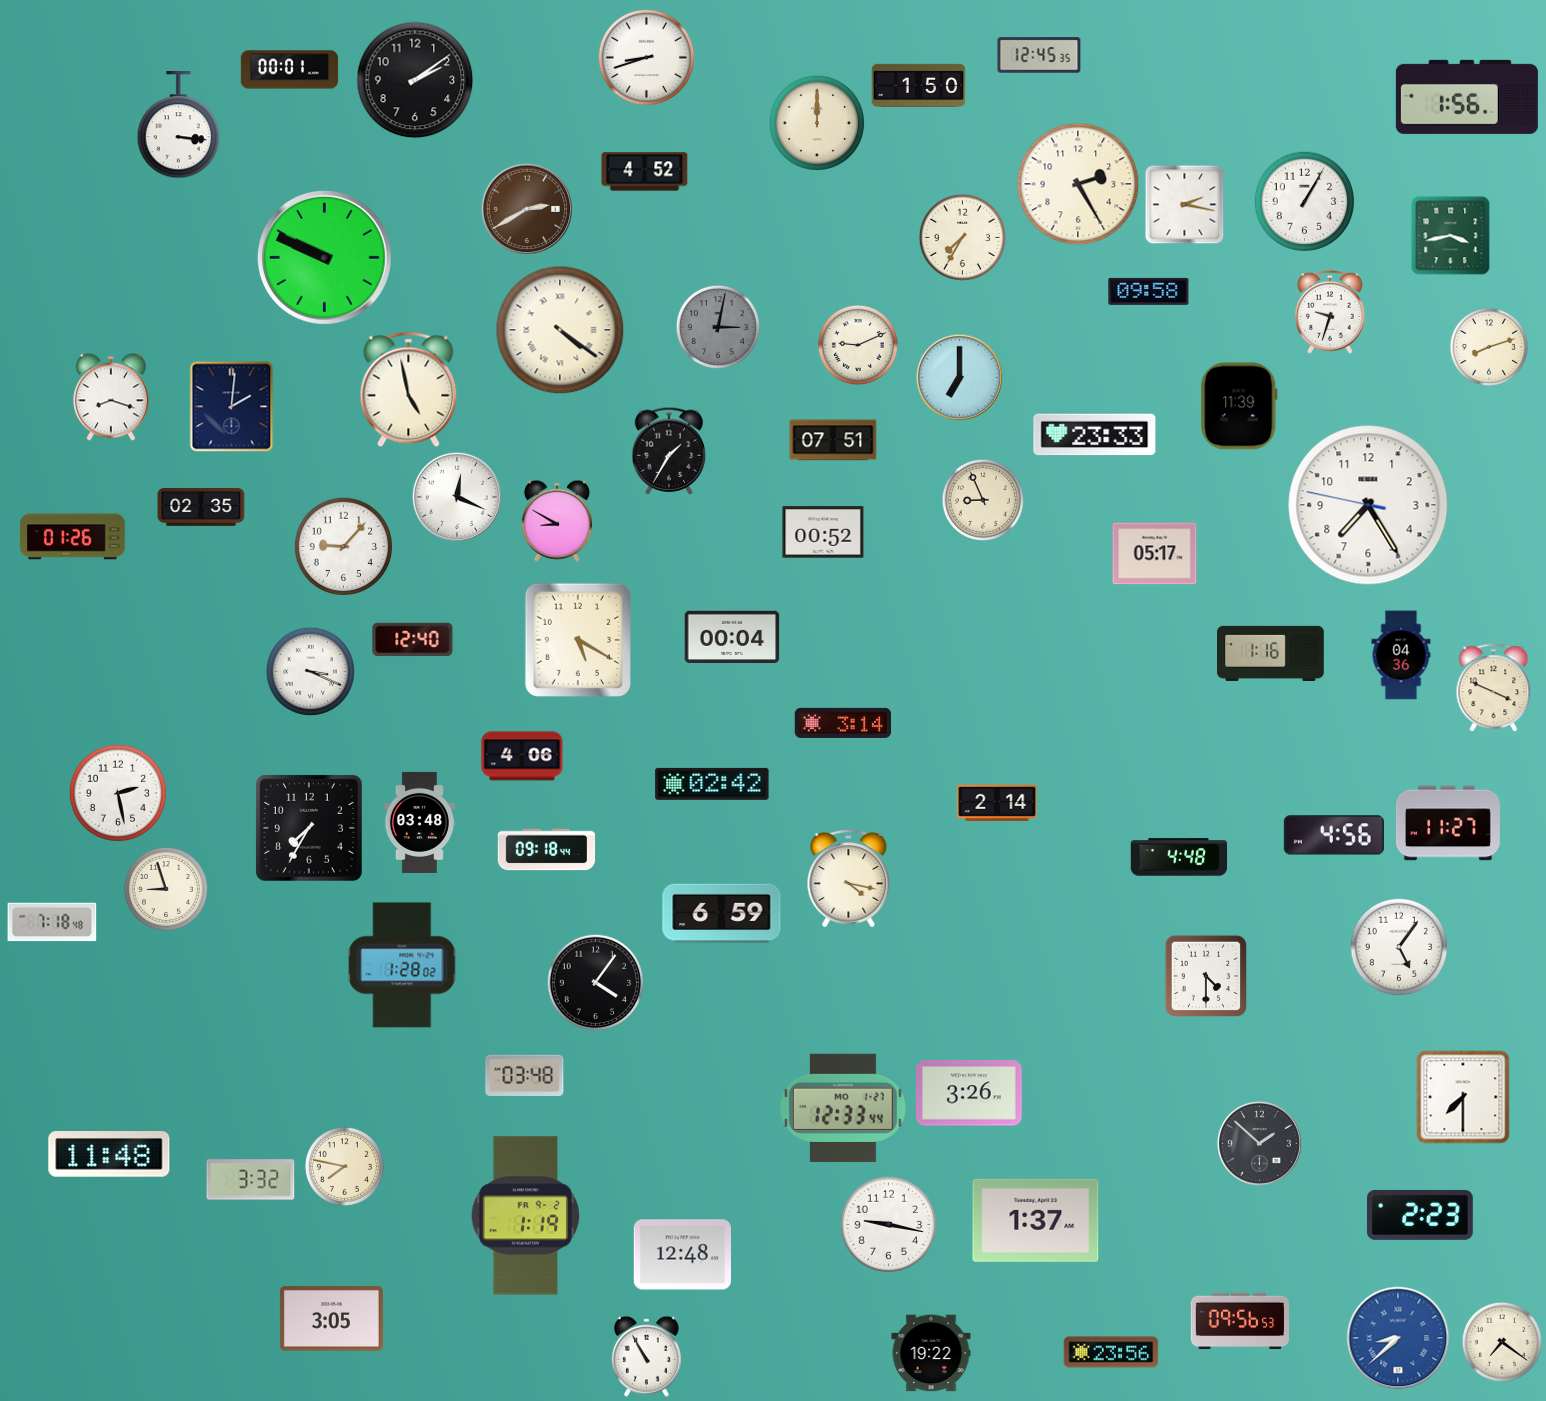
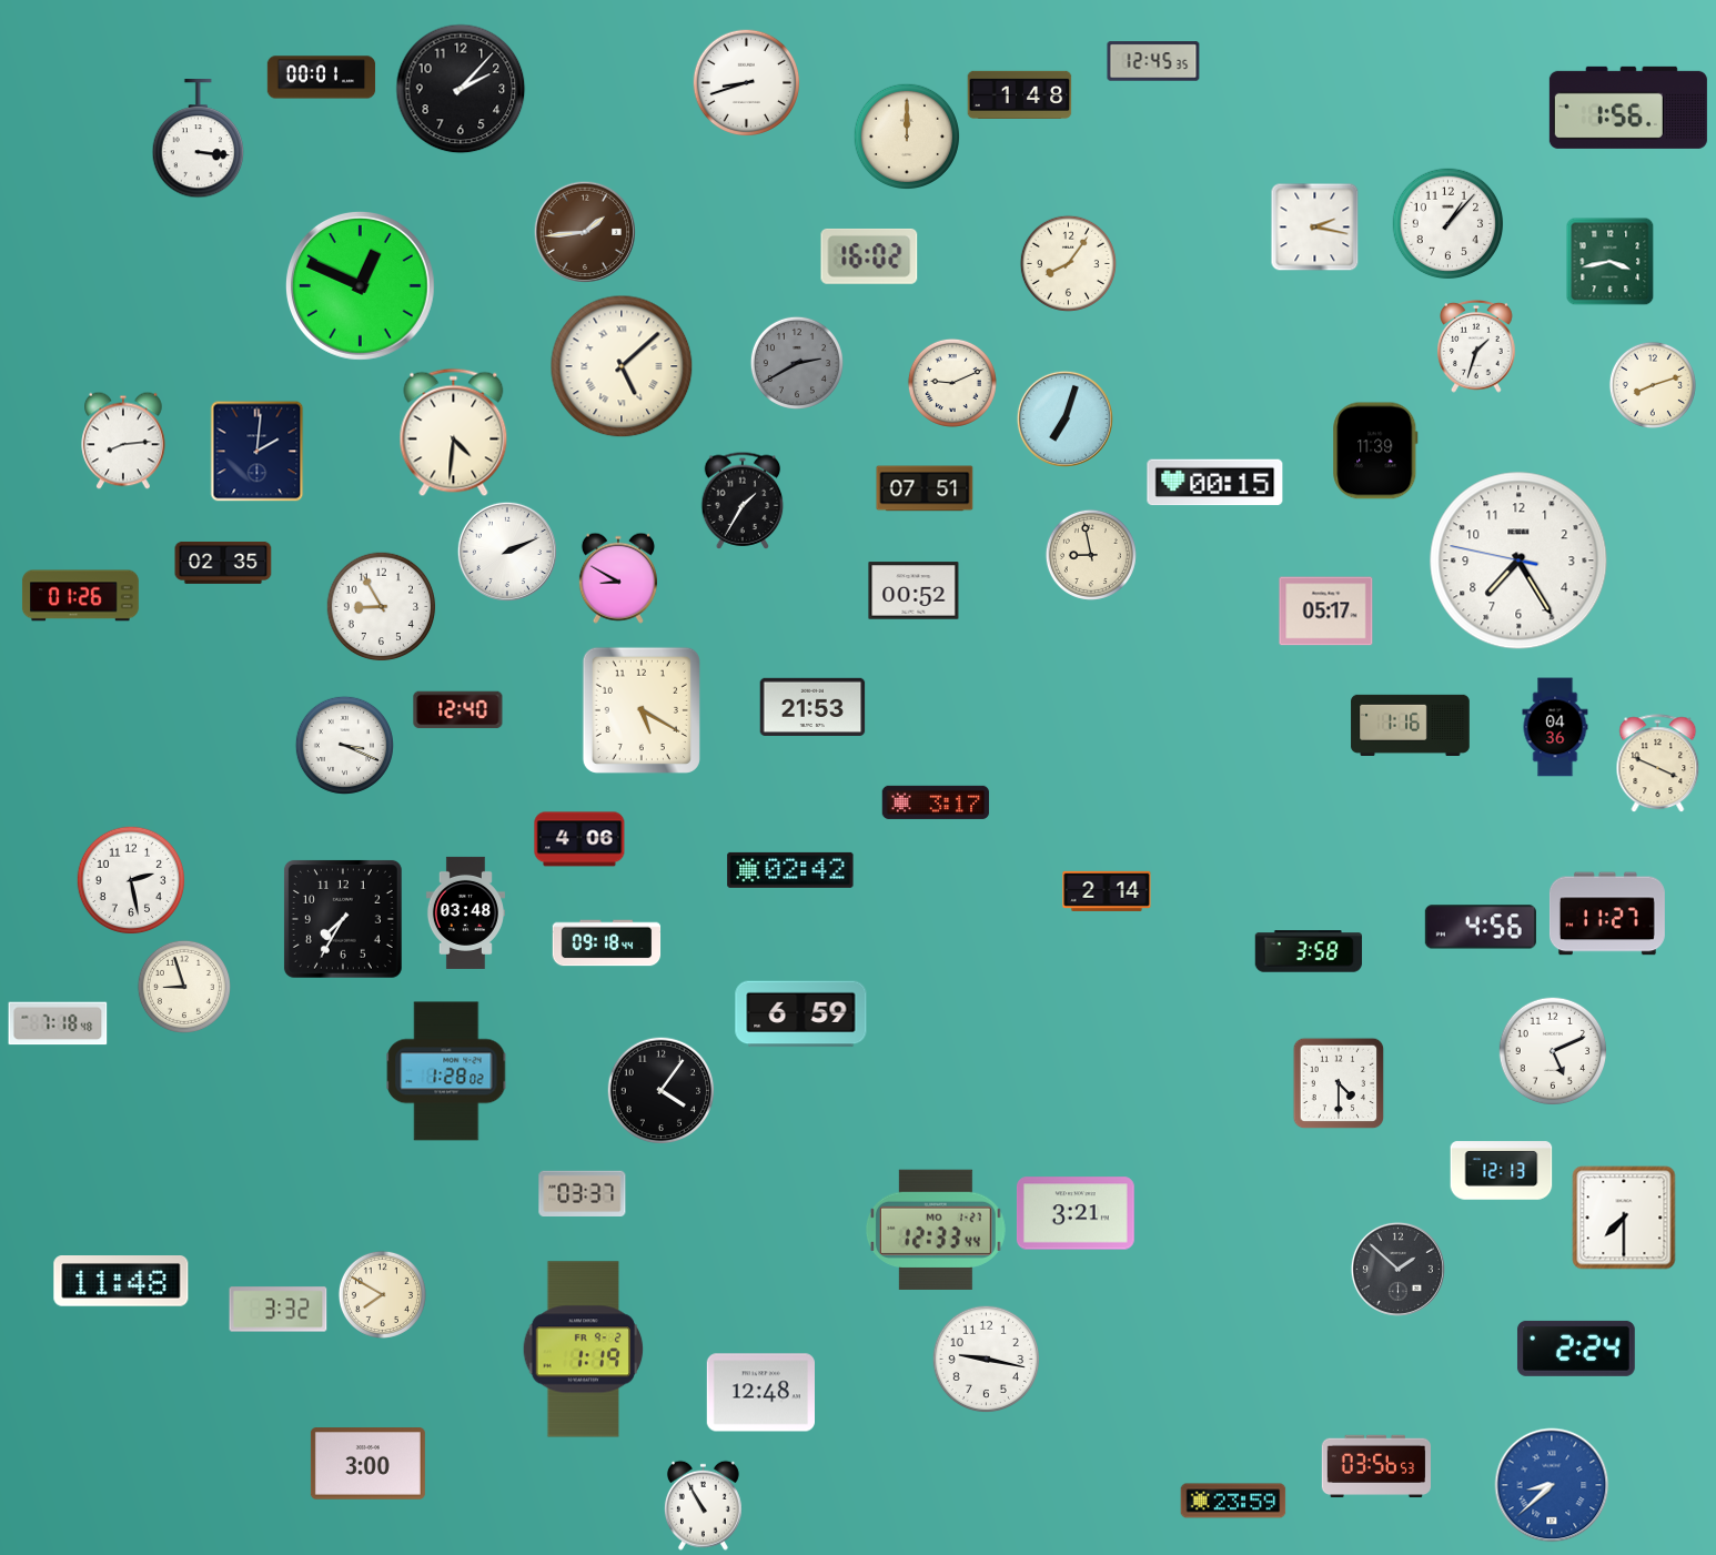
clock at (646, 57) position: (646, 57) -> (746, 82)
clock at (415, 80): 2:09 -> 2:07
clock at (919, 85): 1:50 -> 1:48
clock at (645, 172): 4:52 -> none
clock at (1078, 184): 2:25 -> none
clock at (1305, 202): 1:05 -> 1:07
clock at (526, 208): 2:40 -> 1:44
clock at (869, 256): none -> 16:02
clock at (962, 237): 7:35 -> 8:06
clock at (324, 257): 9:49 -> 12:49
clock at (1149, 291): 09:58 -> none
clock at (1330, 312): 9:33 -> 1:33
clock at (718, 327): 3:02 -> 2:40
clock at (560, 330): 4:21 -> 5:08
clock at (959, 377): 7:00 -> 7:03
clock at (409, 390): 4:58 -> 4:31
clock at (111, 397): 8:18 -> 8:14
clock at (1095, 435): 23:33 -> 00:15
clock at (457, 497): 12:19 -> 2:11
clock at (983, 500): 8:56 -> 8:58
clock at (344, 547): 9:07 -> 8:55
clock at (1155, 554) position: (1155, 554) -> (1326, 612)
clock at (732, 637): 00:04 -> 21:53
clock at (843, 723): 3:14 -> 3:17
clock at (1179, 857): 4:48 -> 3:58
clock at (849, 879): 4:17 -> none
clock at (1399, 947): 5:06 -> 5:11
clock at (1502, 1171): none -> 12:13
clock at (525, 1075): 03:48 -> 03:37
clock at (969, 1093): 3:26 -> 3:21
clock at (344, 1166): 7:47 -> 7:50
clock at (1420, 1215): 2:23 -> 2:24
clock at (1036, 1220): 1:37 -> none
clock at (682, 1255) position: (682, 1255) -> (760, 1393)
clock at (331, 1319): 3:05 -> 3:00
clock at (1239, 1321): 09:56 -> 03:56
clock at (1502, 1342): 7:21 -> none
clock at (1111, 1352): 23:56 -> 23:59
clock at (931, 1353): 19:22 -> none
clock at (646, 1356) position: (646, 1356) -> (703, 1505)
